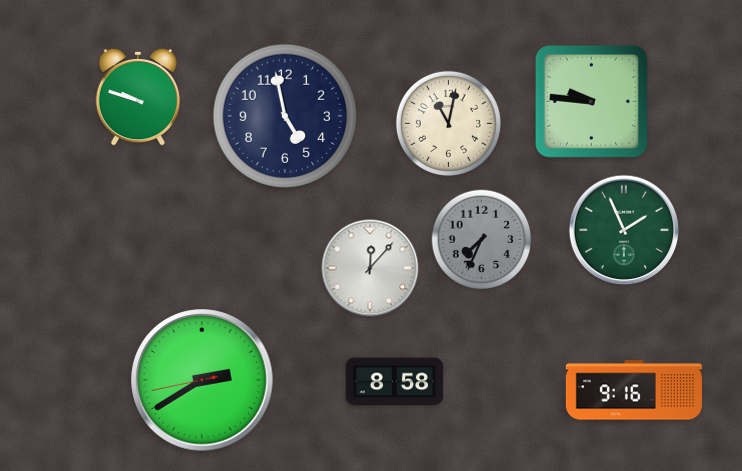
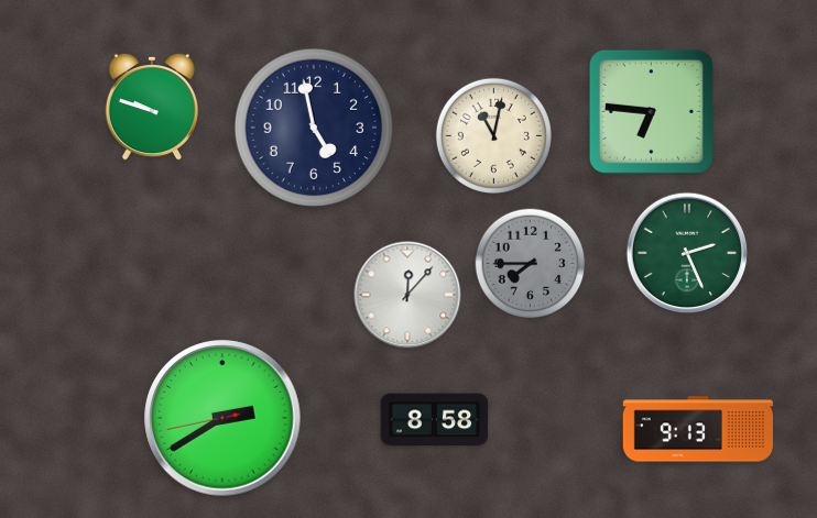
clock at (591, 101): 9:46 -> 6:46
clock at (624, 230): 1:56 -> 2:26
clock at (482, 240): 7:34 -> 7:45
clock at (634, 390): 9:16 -> 9:13
